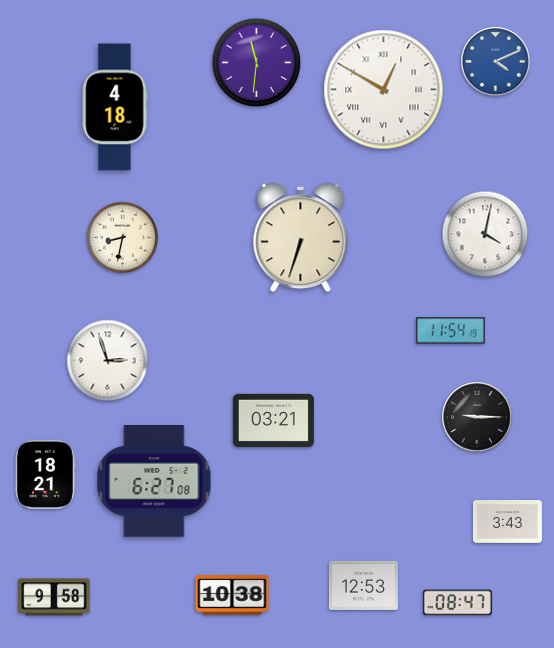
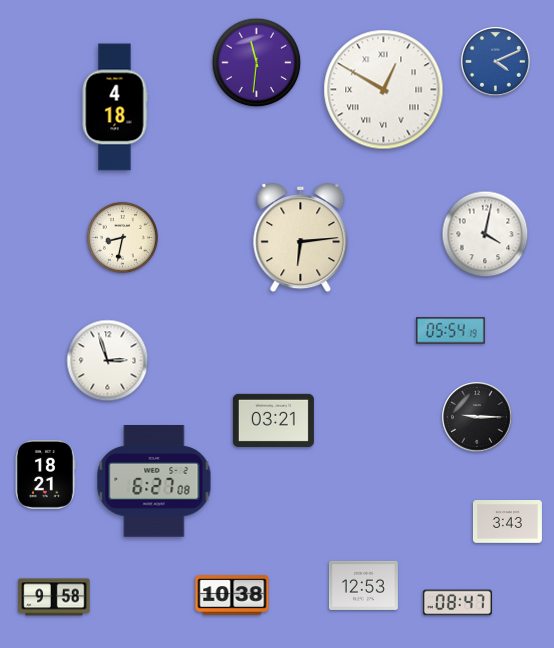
clock at (301, 239): 6:33 -> 6:14
clock at (450, 331): 11:54 -> 05:54
